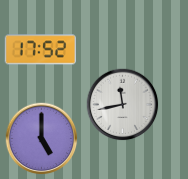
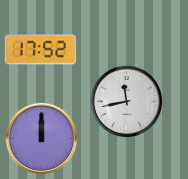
clock at (123, 105) position: (123, 105) -> (127, 102)
clock at (42, 139): 5:00 -> 12:00
